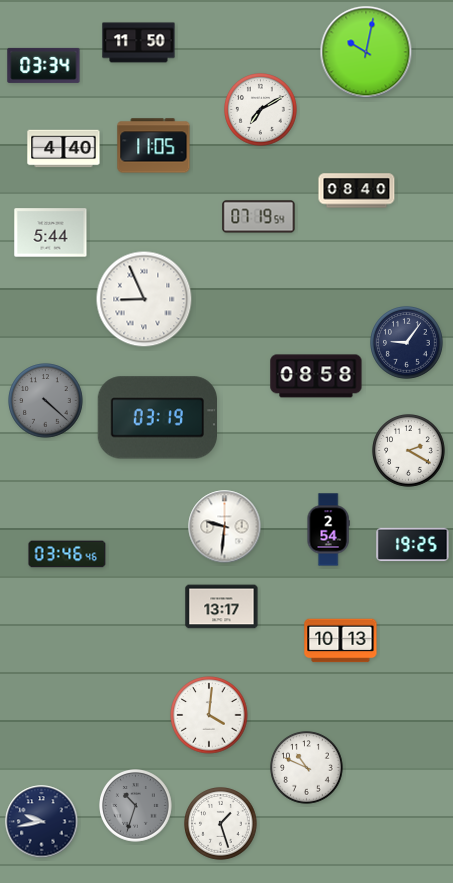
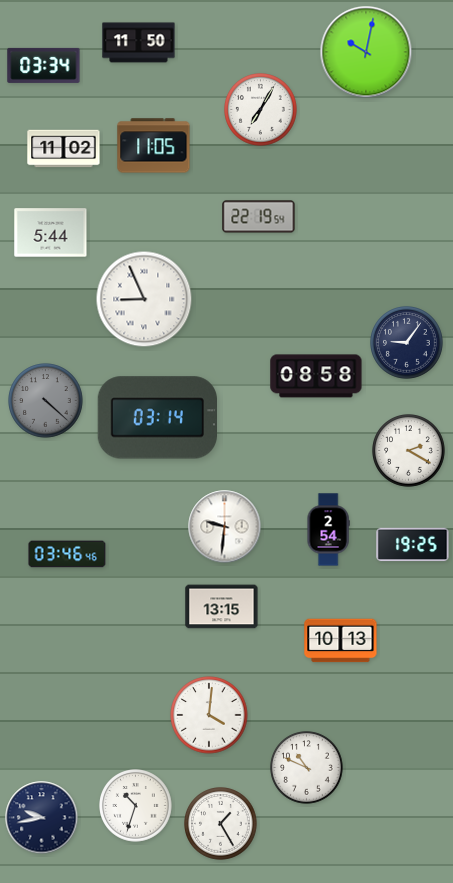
clock at (261, 110): 7:10 -> 7:05
clock at (64, 149): 4:40 -> 11:02
clock at (357, 191): 08:40 -> none
clock at (259, 217): 07:19 -> 22:19
clock at (157, 418): 03:19 -> 03:14
clock at (222, 607): 13:17 -> 13:15
clock at (136, 806) dial: grey -> white
clock at (42, 822) position: (42, 822) -> (42, 818)
clock at (221, 824): 1:27 -> 1:25
